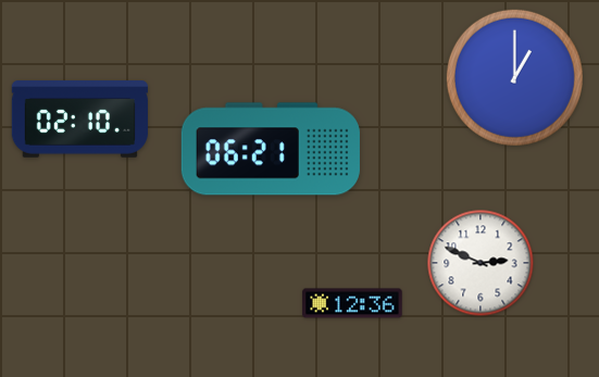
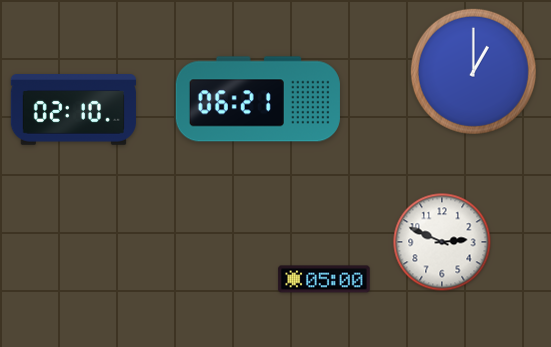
clock at (271, 149) position: (271, 149) -> (258, 99)
clock at (352, 303): 12:36 -> 05:00
